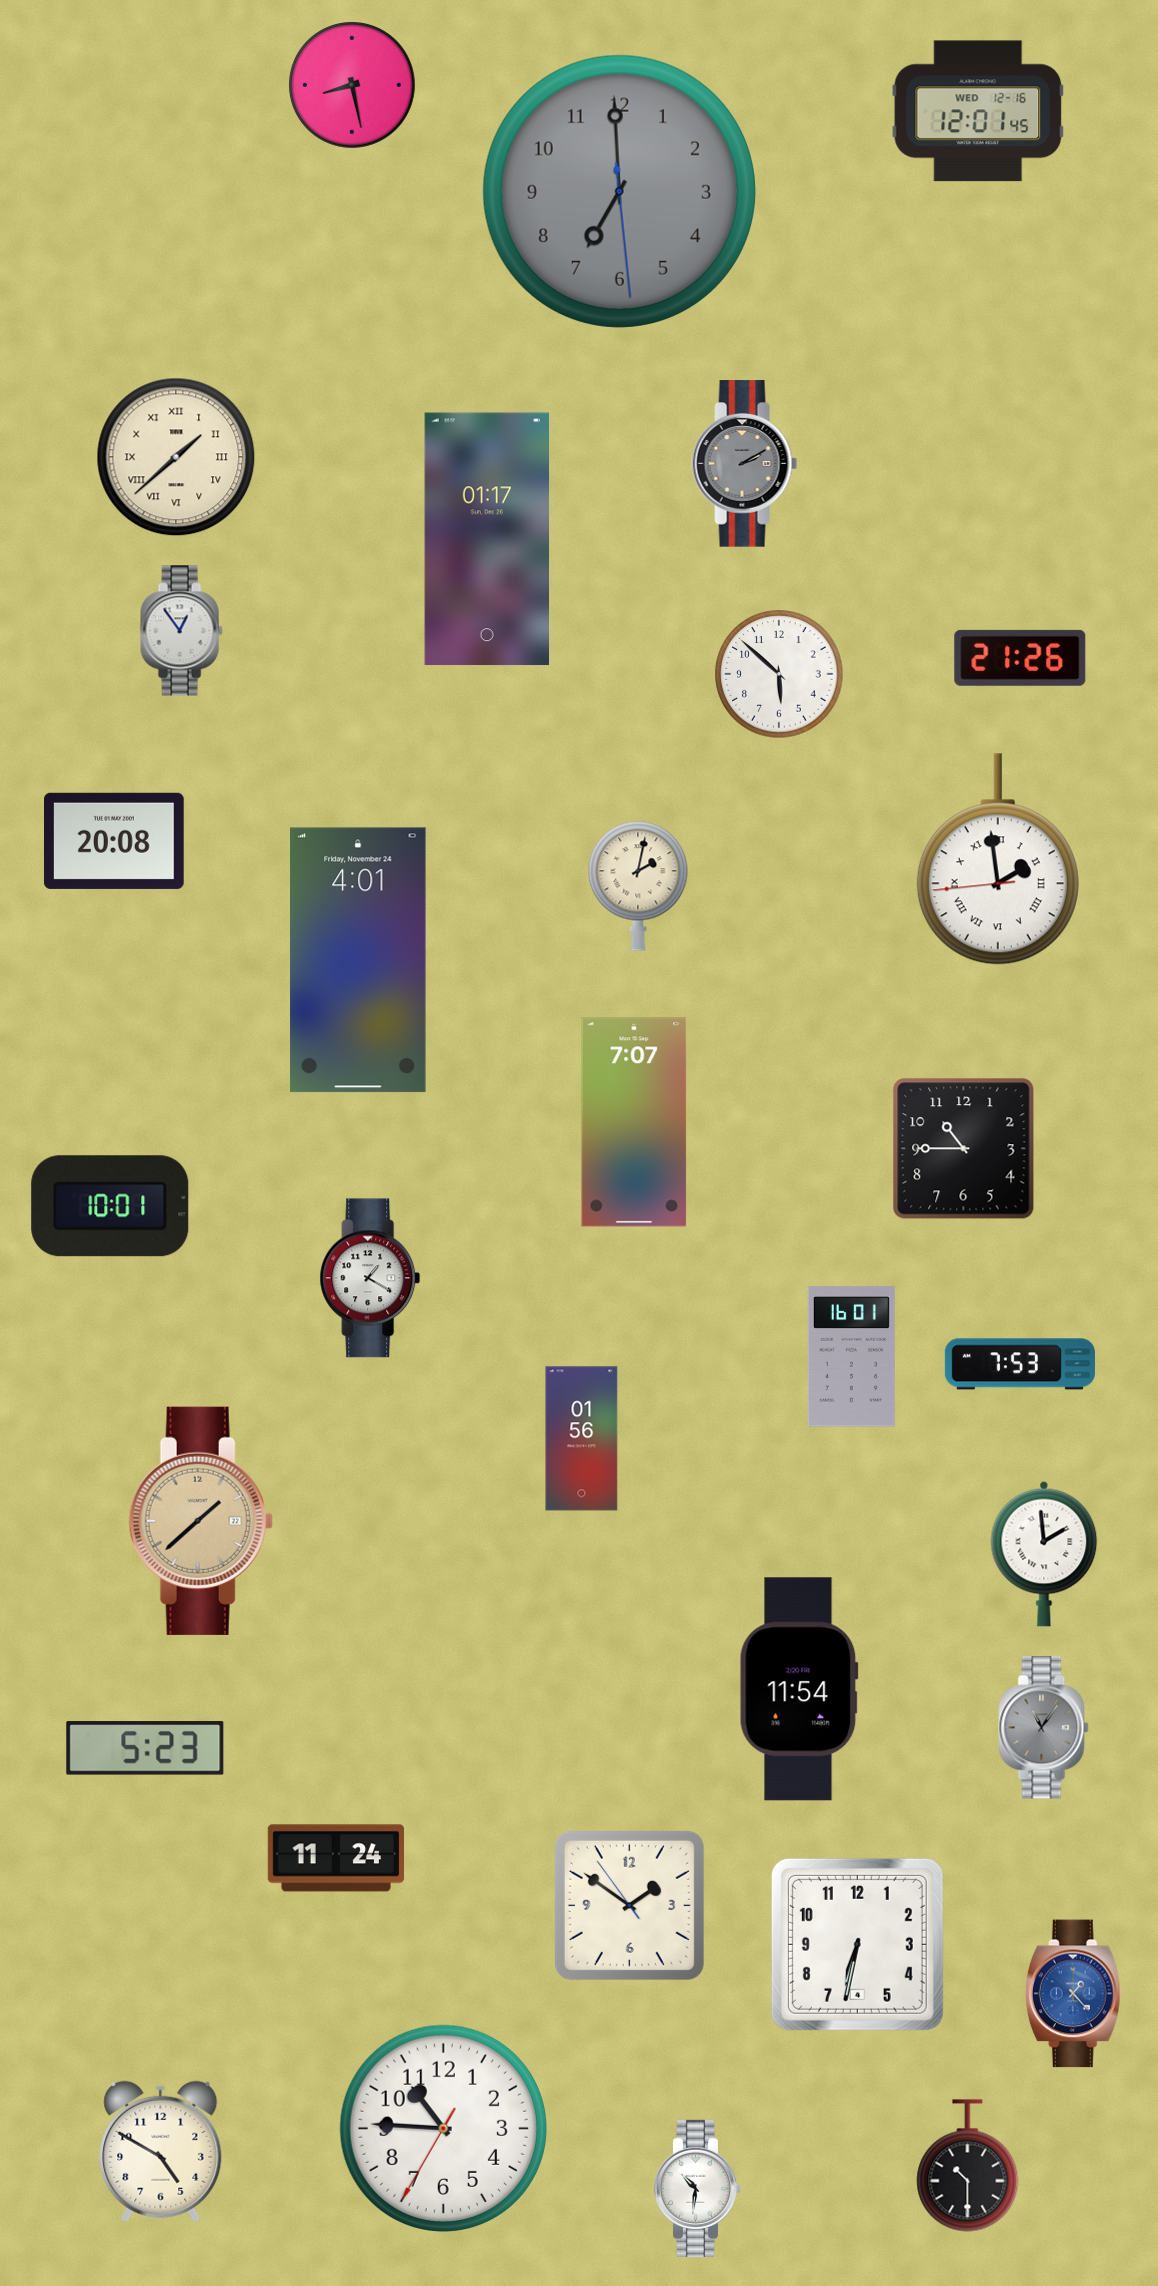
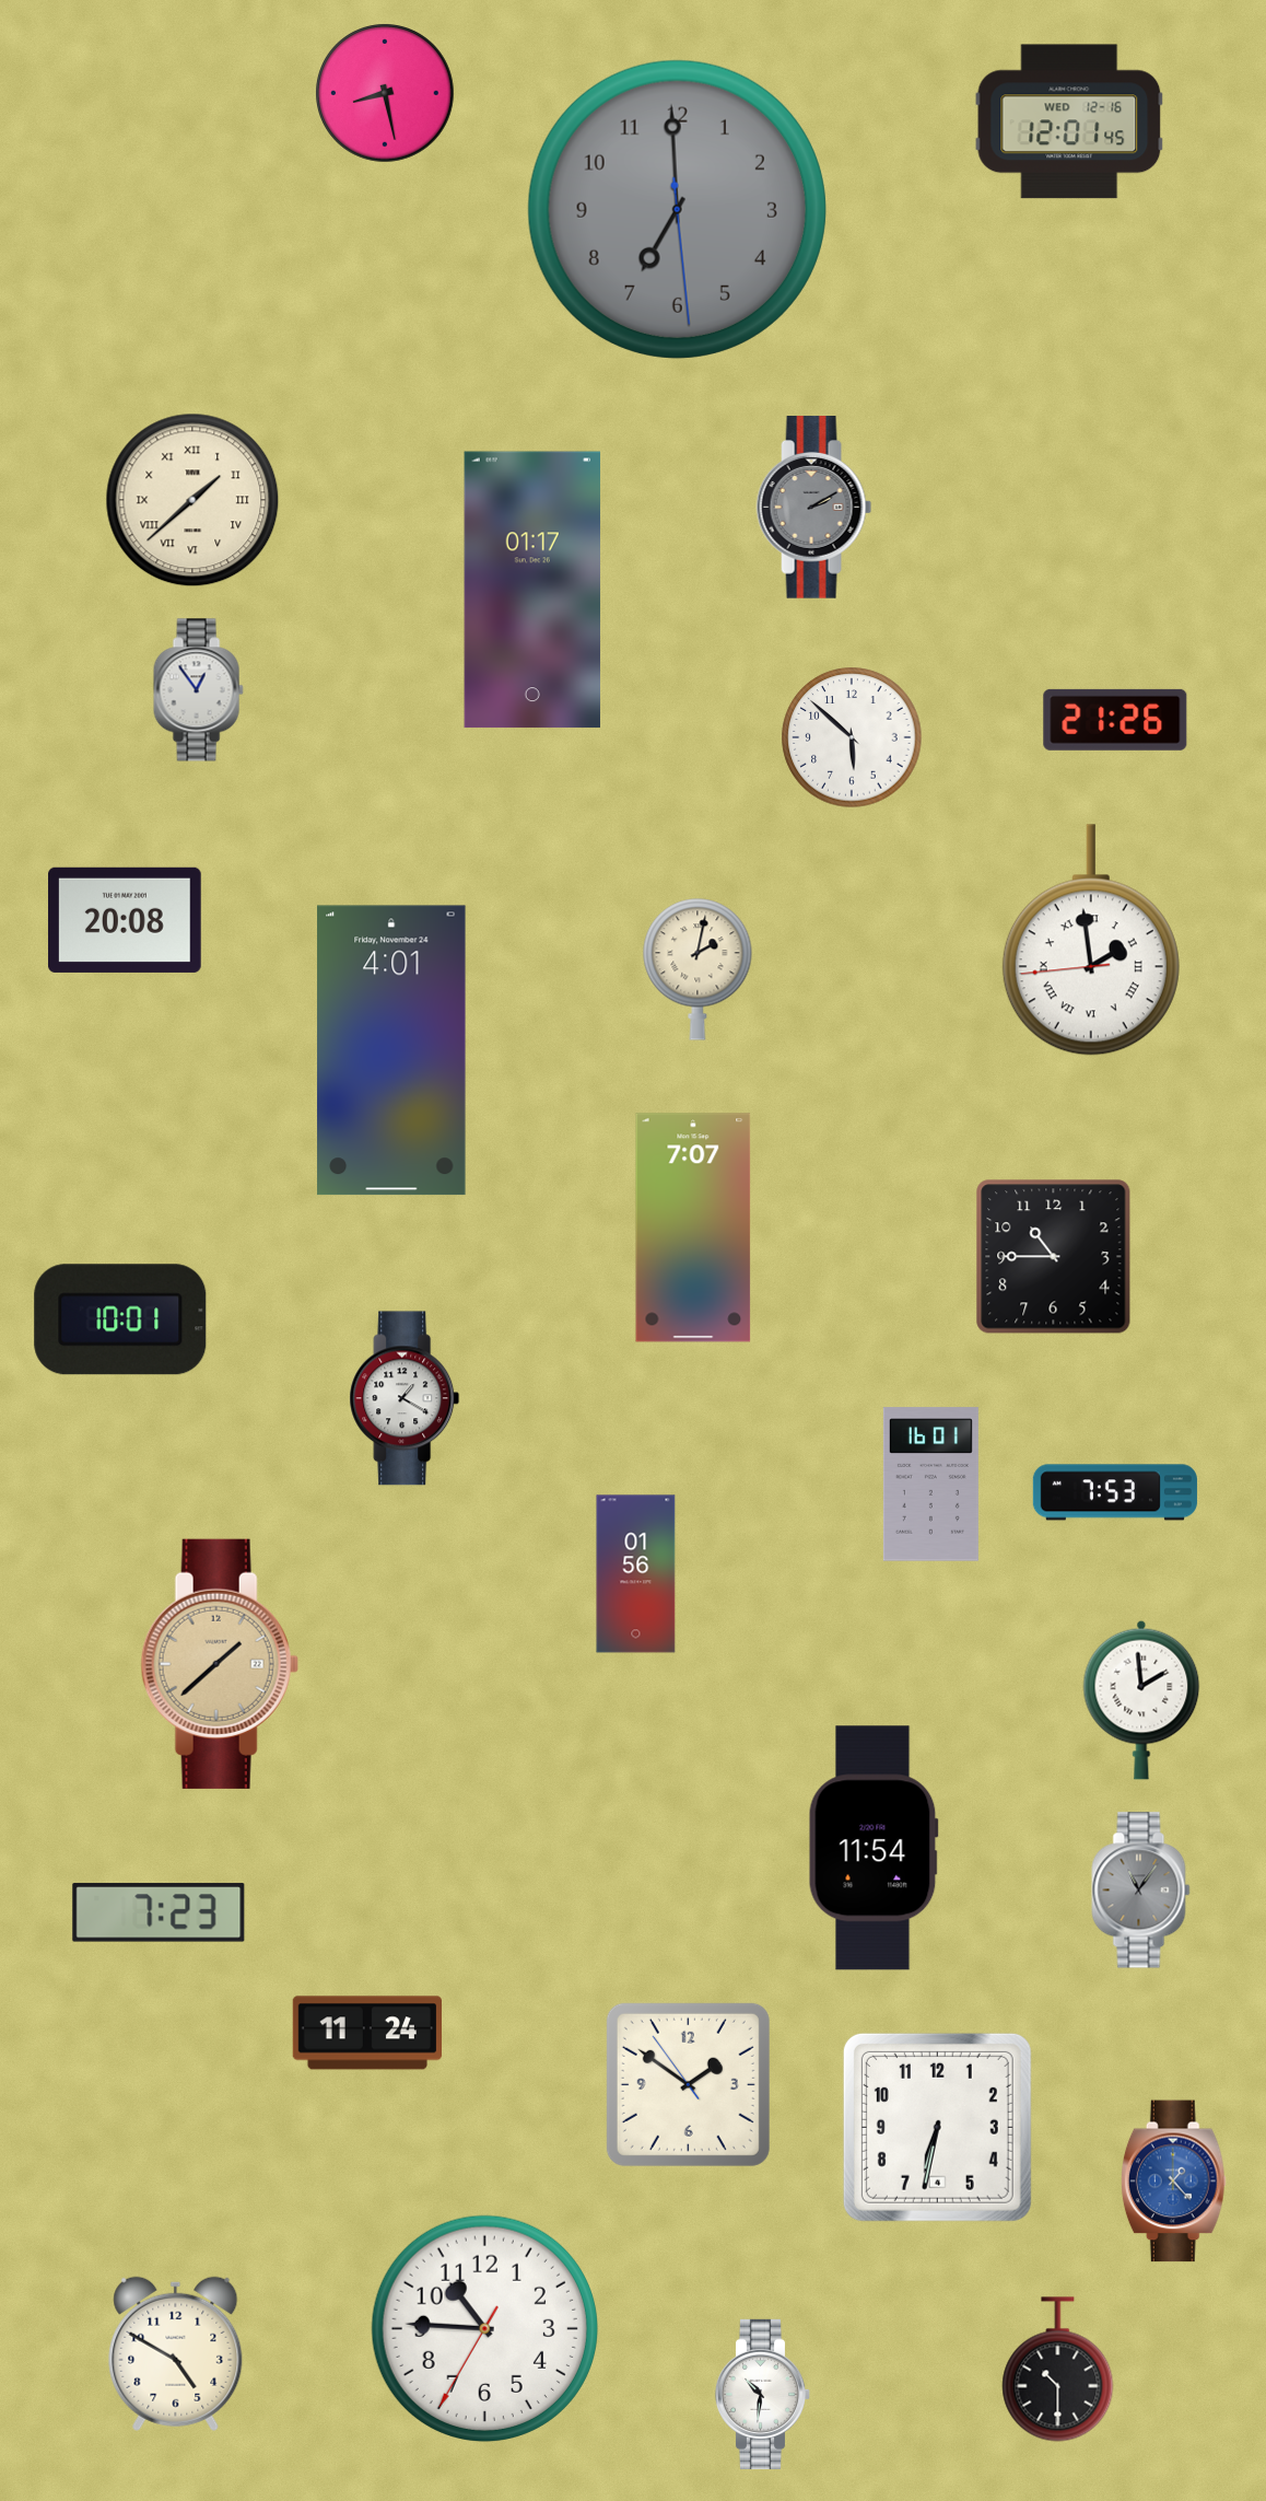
clock at (145, 1748): 5:23 -> 7:23
